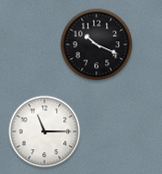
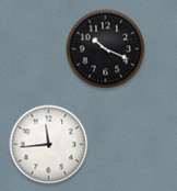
clock at (45, 132): 11:15 -> 11:44
